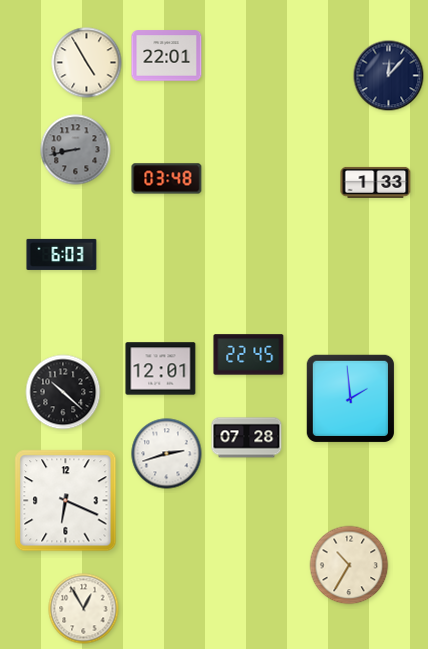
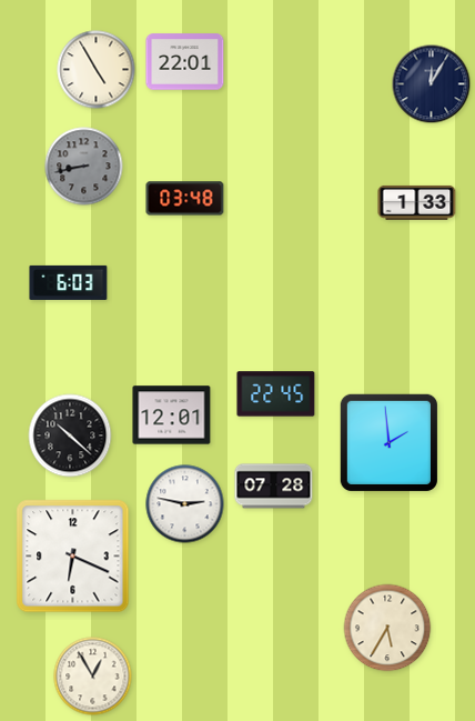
clock at (389, 76): 12:07 -> 12:05
clock at (161, 369) position: (161, 369) -> (172, 415)
clock at (167, 454): 2:42 -> 2:47
clock at (349, 565): 10:35 -> 5:35
